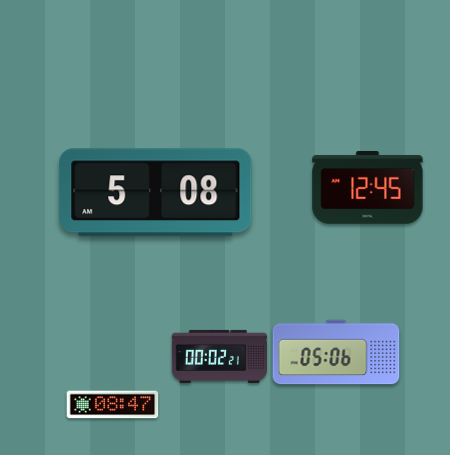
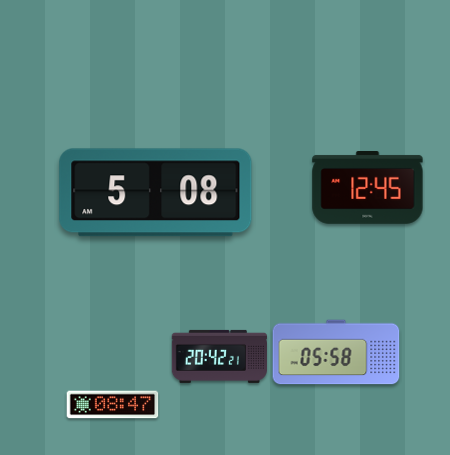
clock at (336, 352): 05:06 -> 05:58
clock at (219, 356): 00:02 -> 20:42
